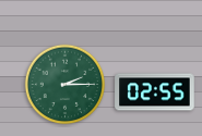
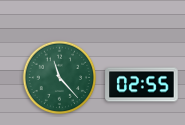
clock at (66, 85): 2:15 -> 11:23
